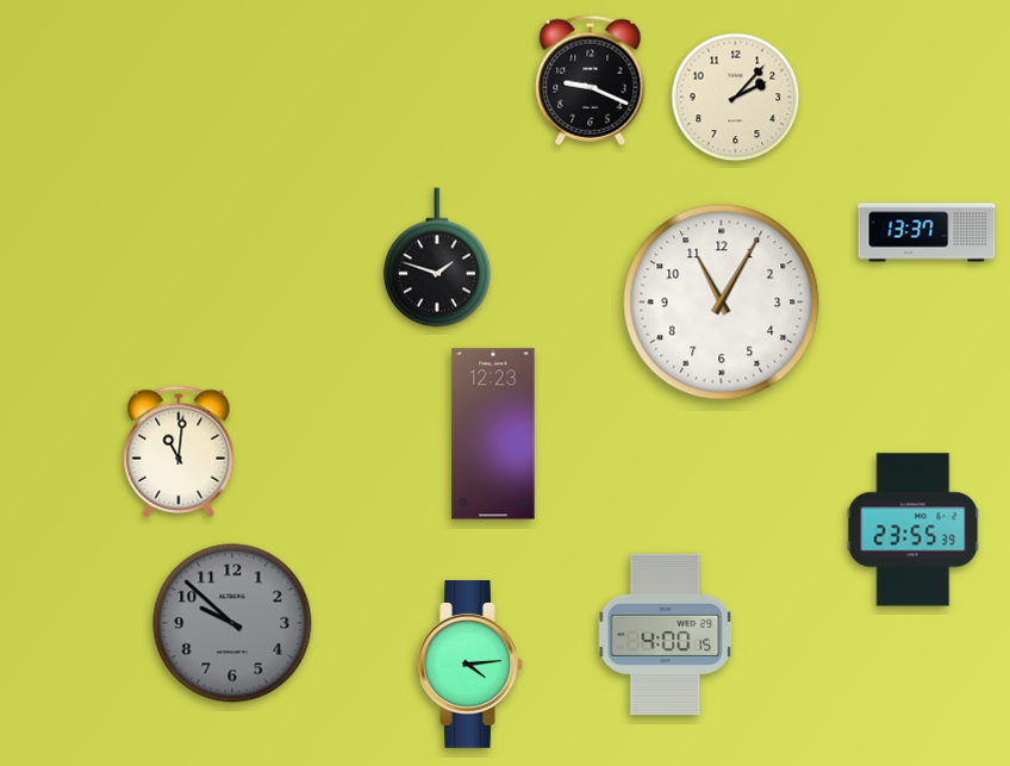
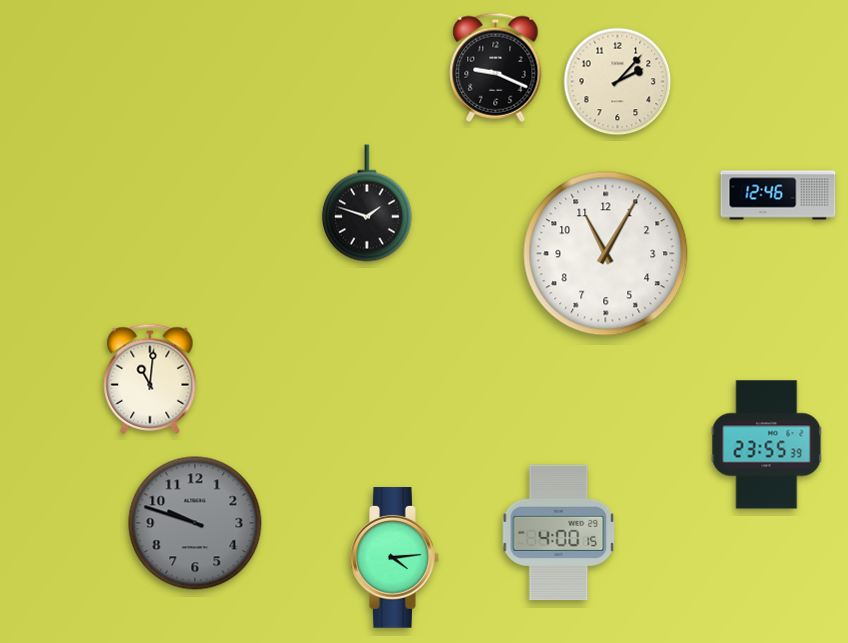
clock at (927, 232): 13:37 -> 12:46
clock at (437, 257) position: (437, 257) -> (367, 203)
clock at (493, 434): 12:23 -> none
clock at (232, 623): 9:52 -> 9:48
